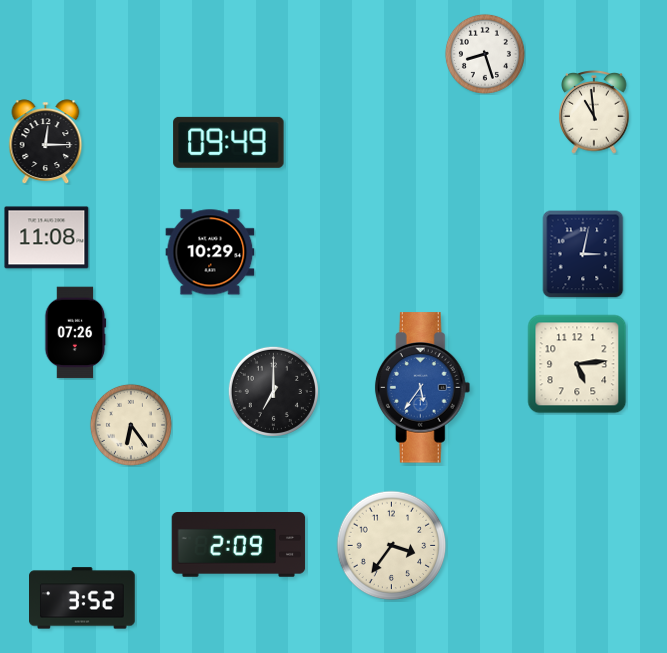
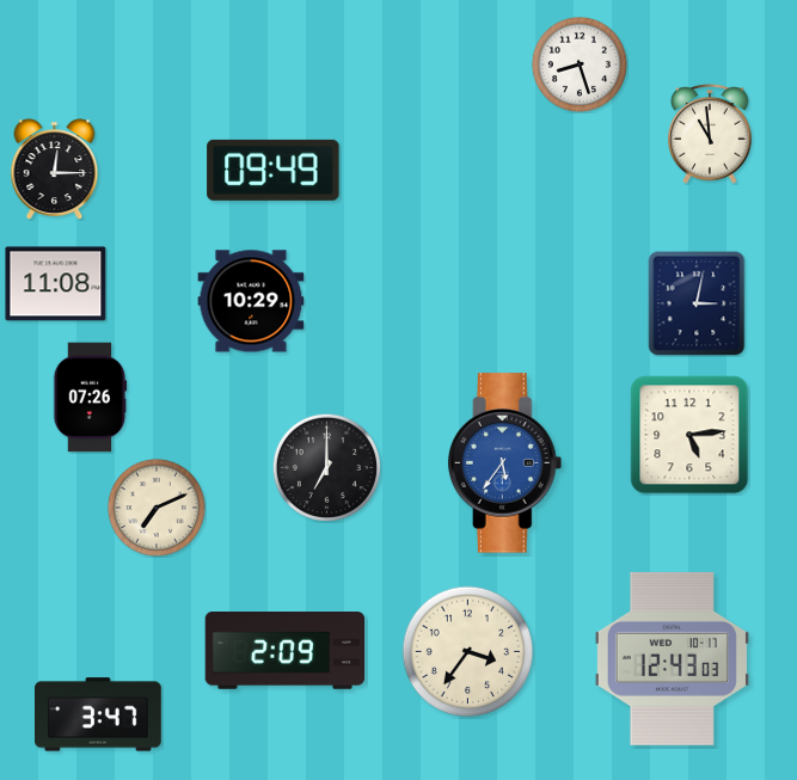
clock at (131, 425): 6:24 -> 7:11
clock at (672, 658): none -> 12:43
clock at (83, 598): 3:52 -> 3:47
